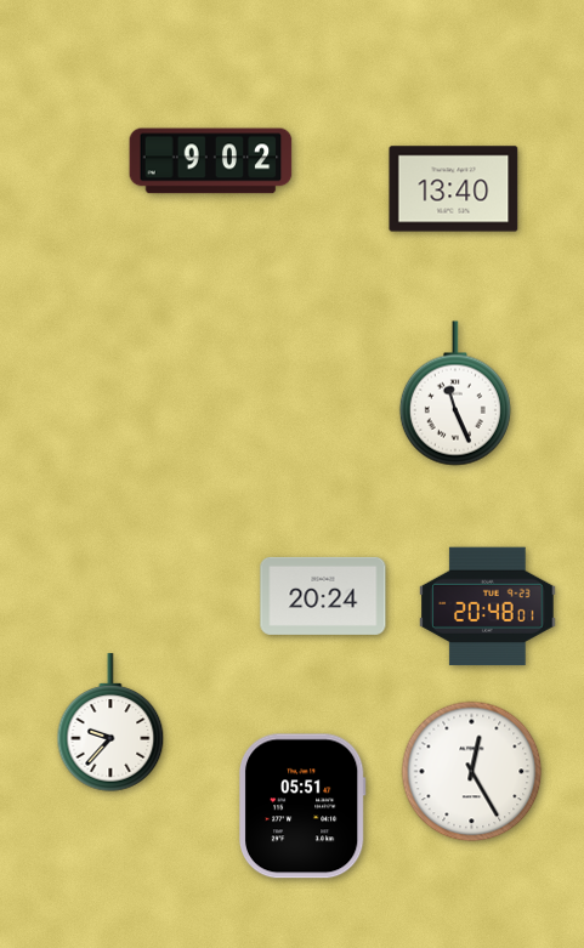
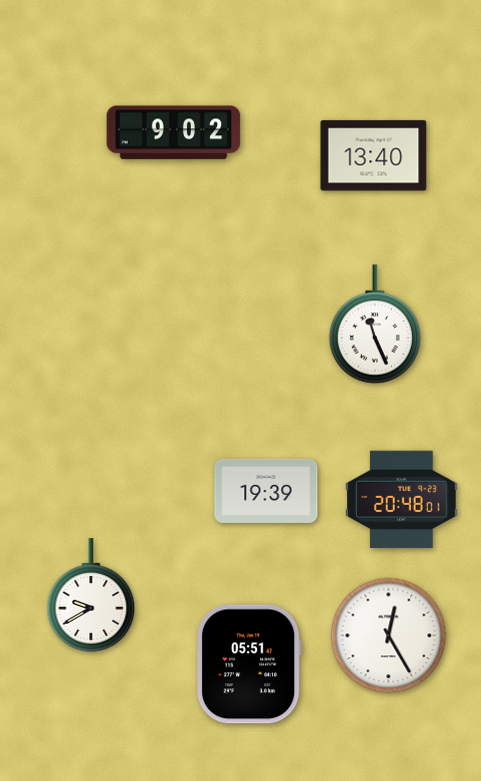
clock at (323, 596): 20:24 -> 19:39
clock at (110, 722): 9:37 -> 9:40
